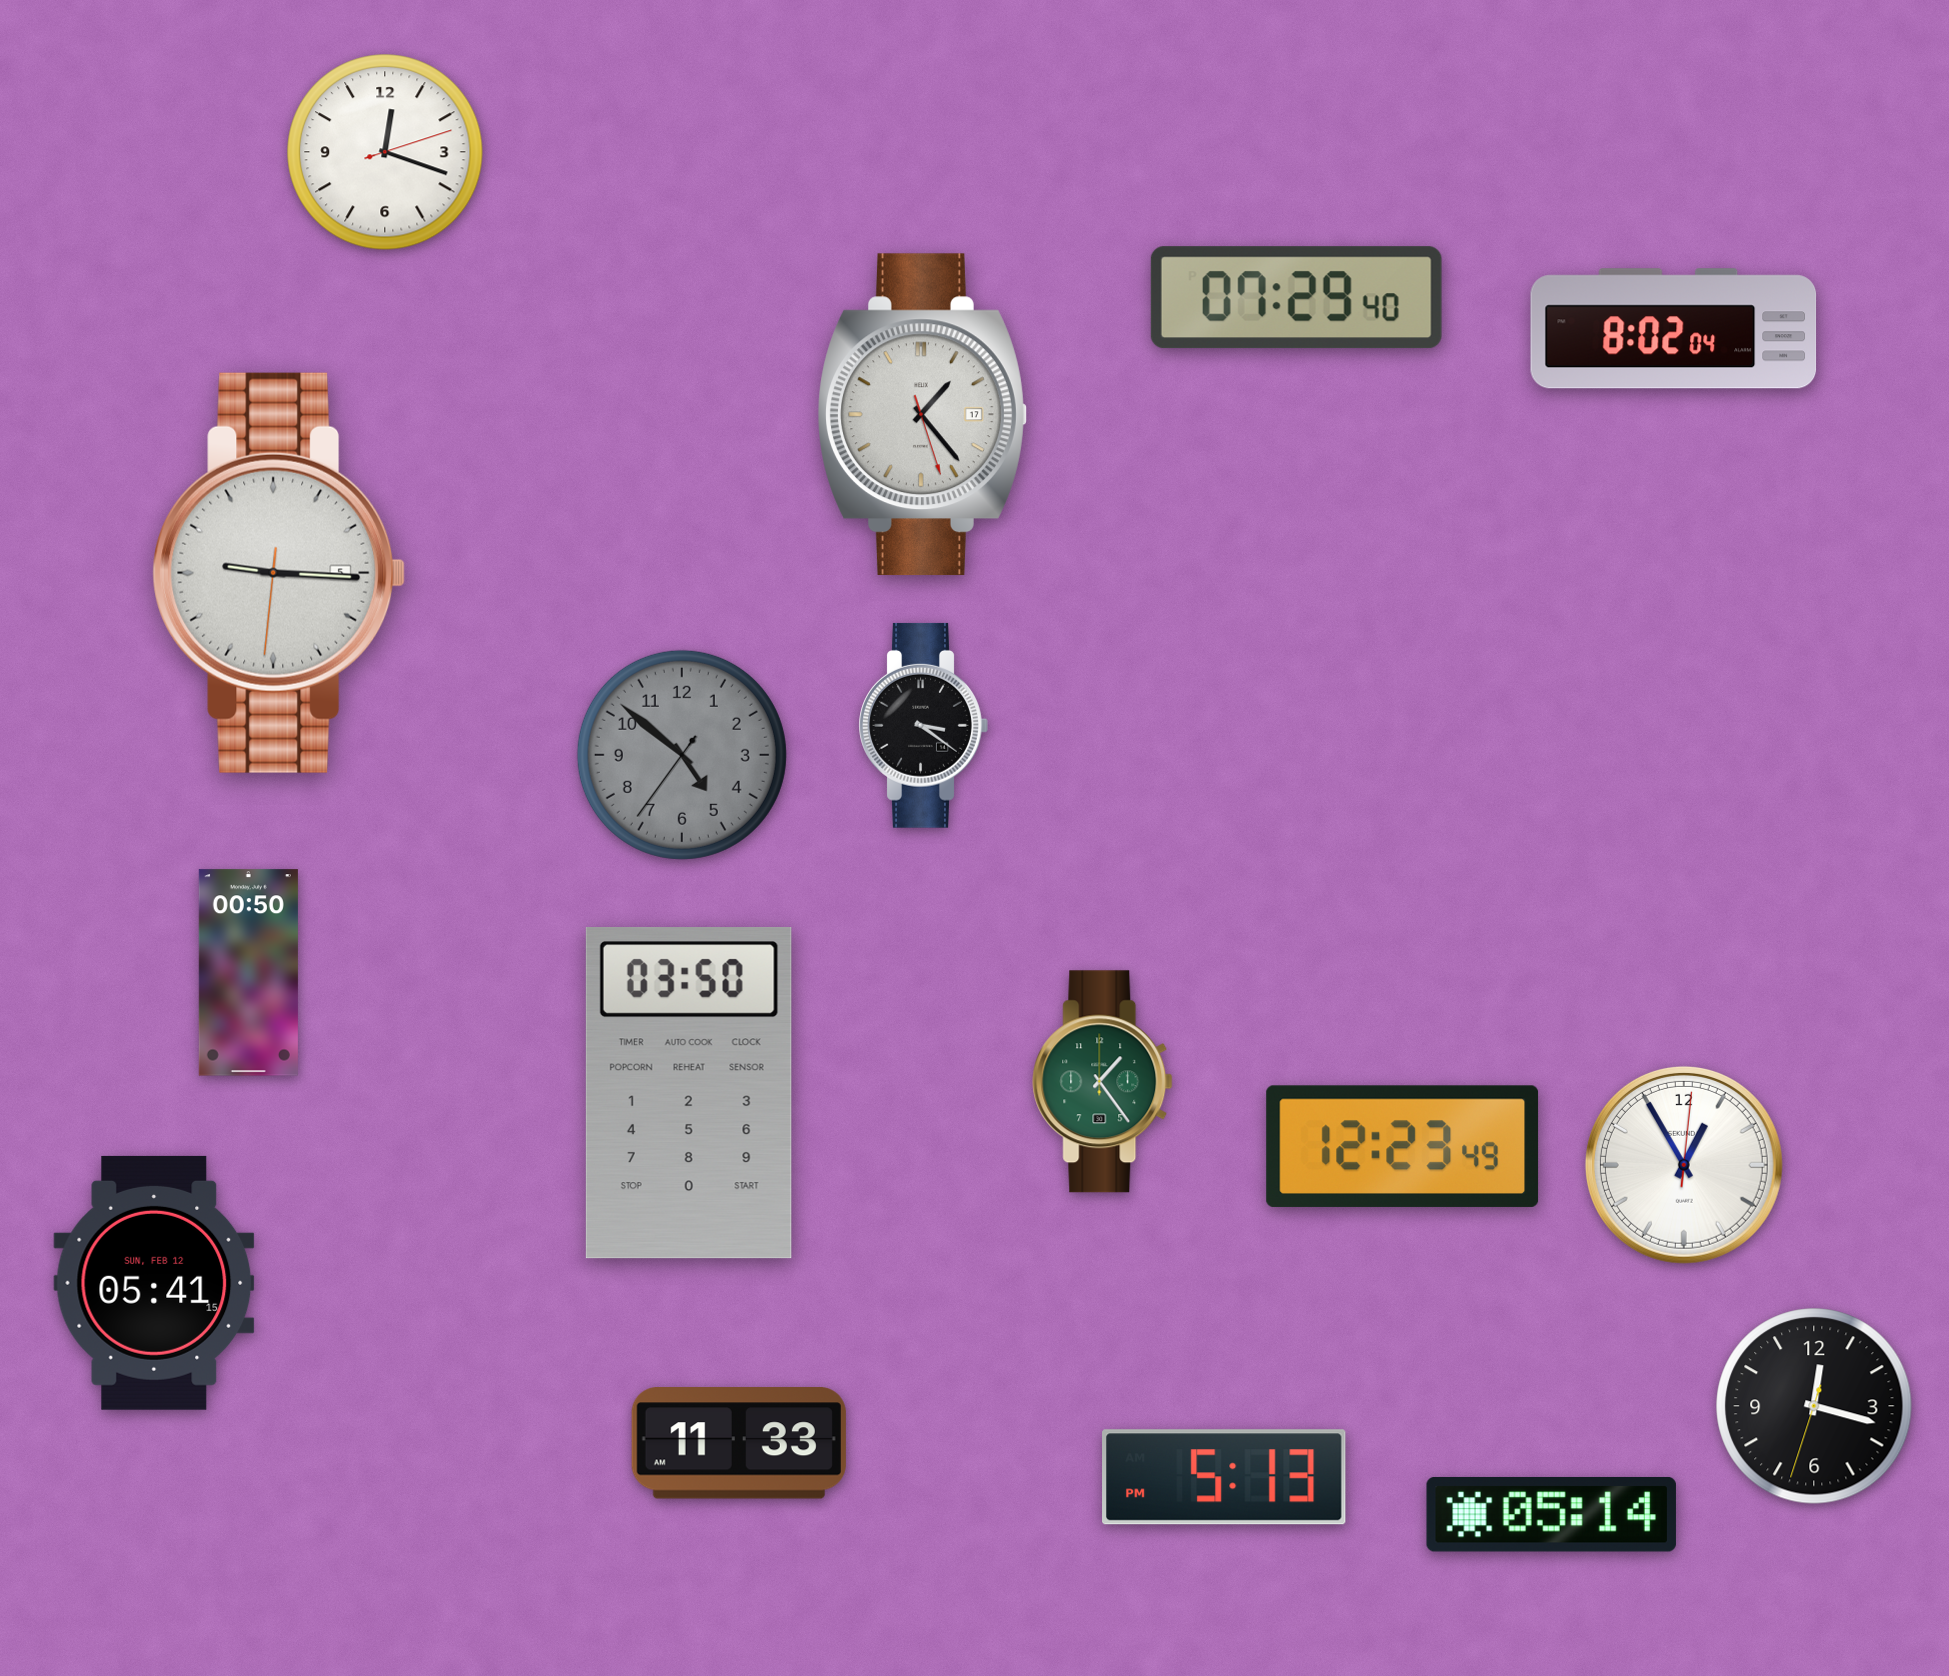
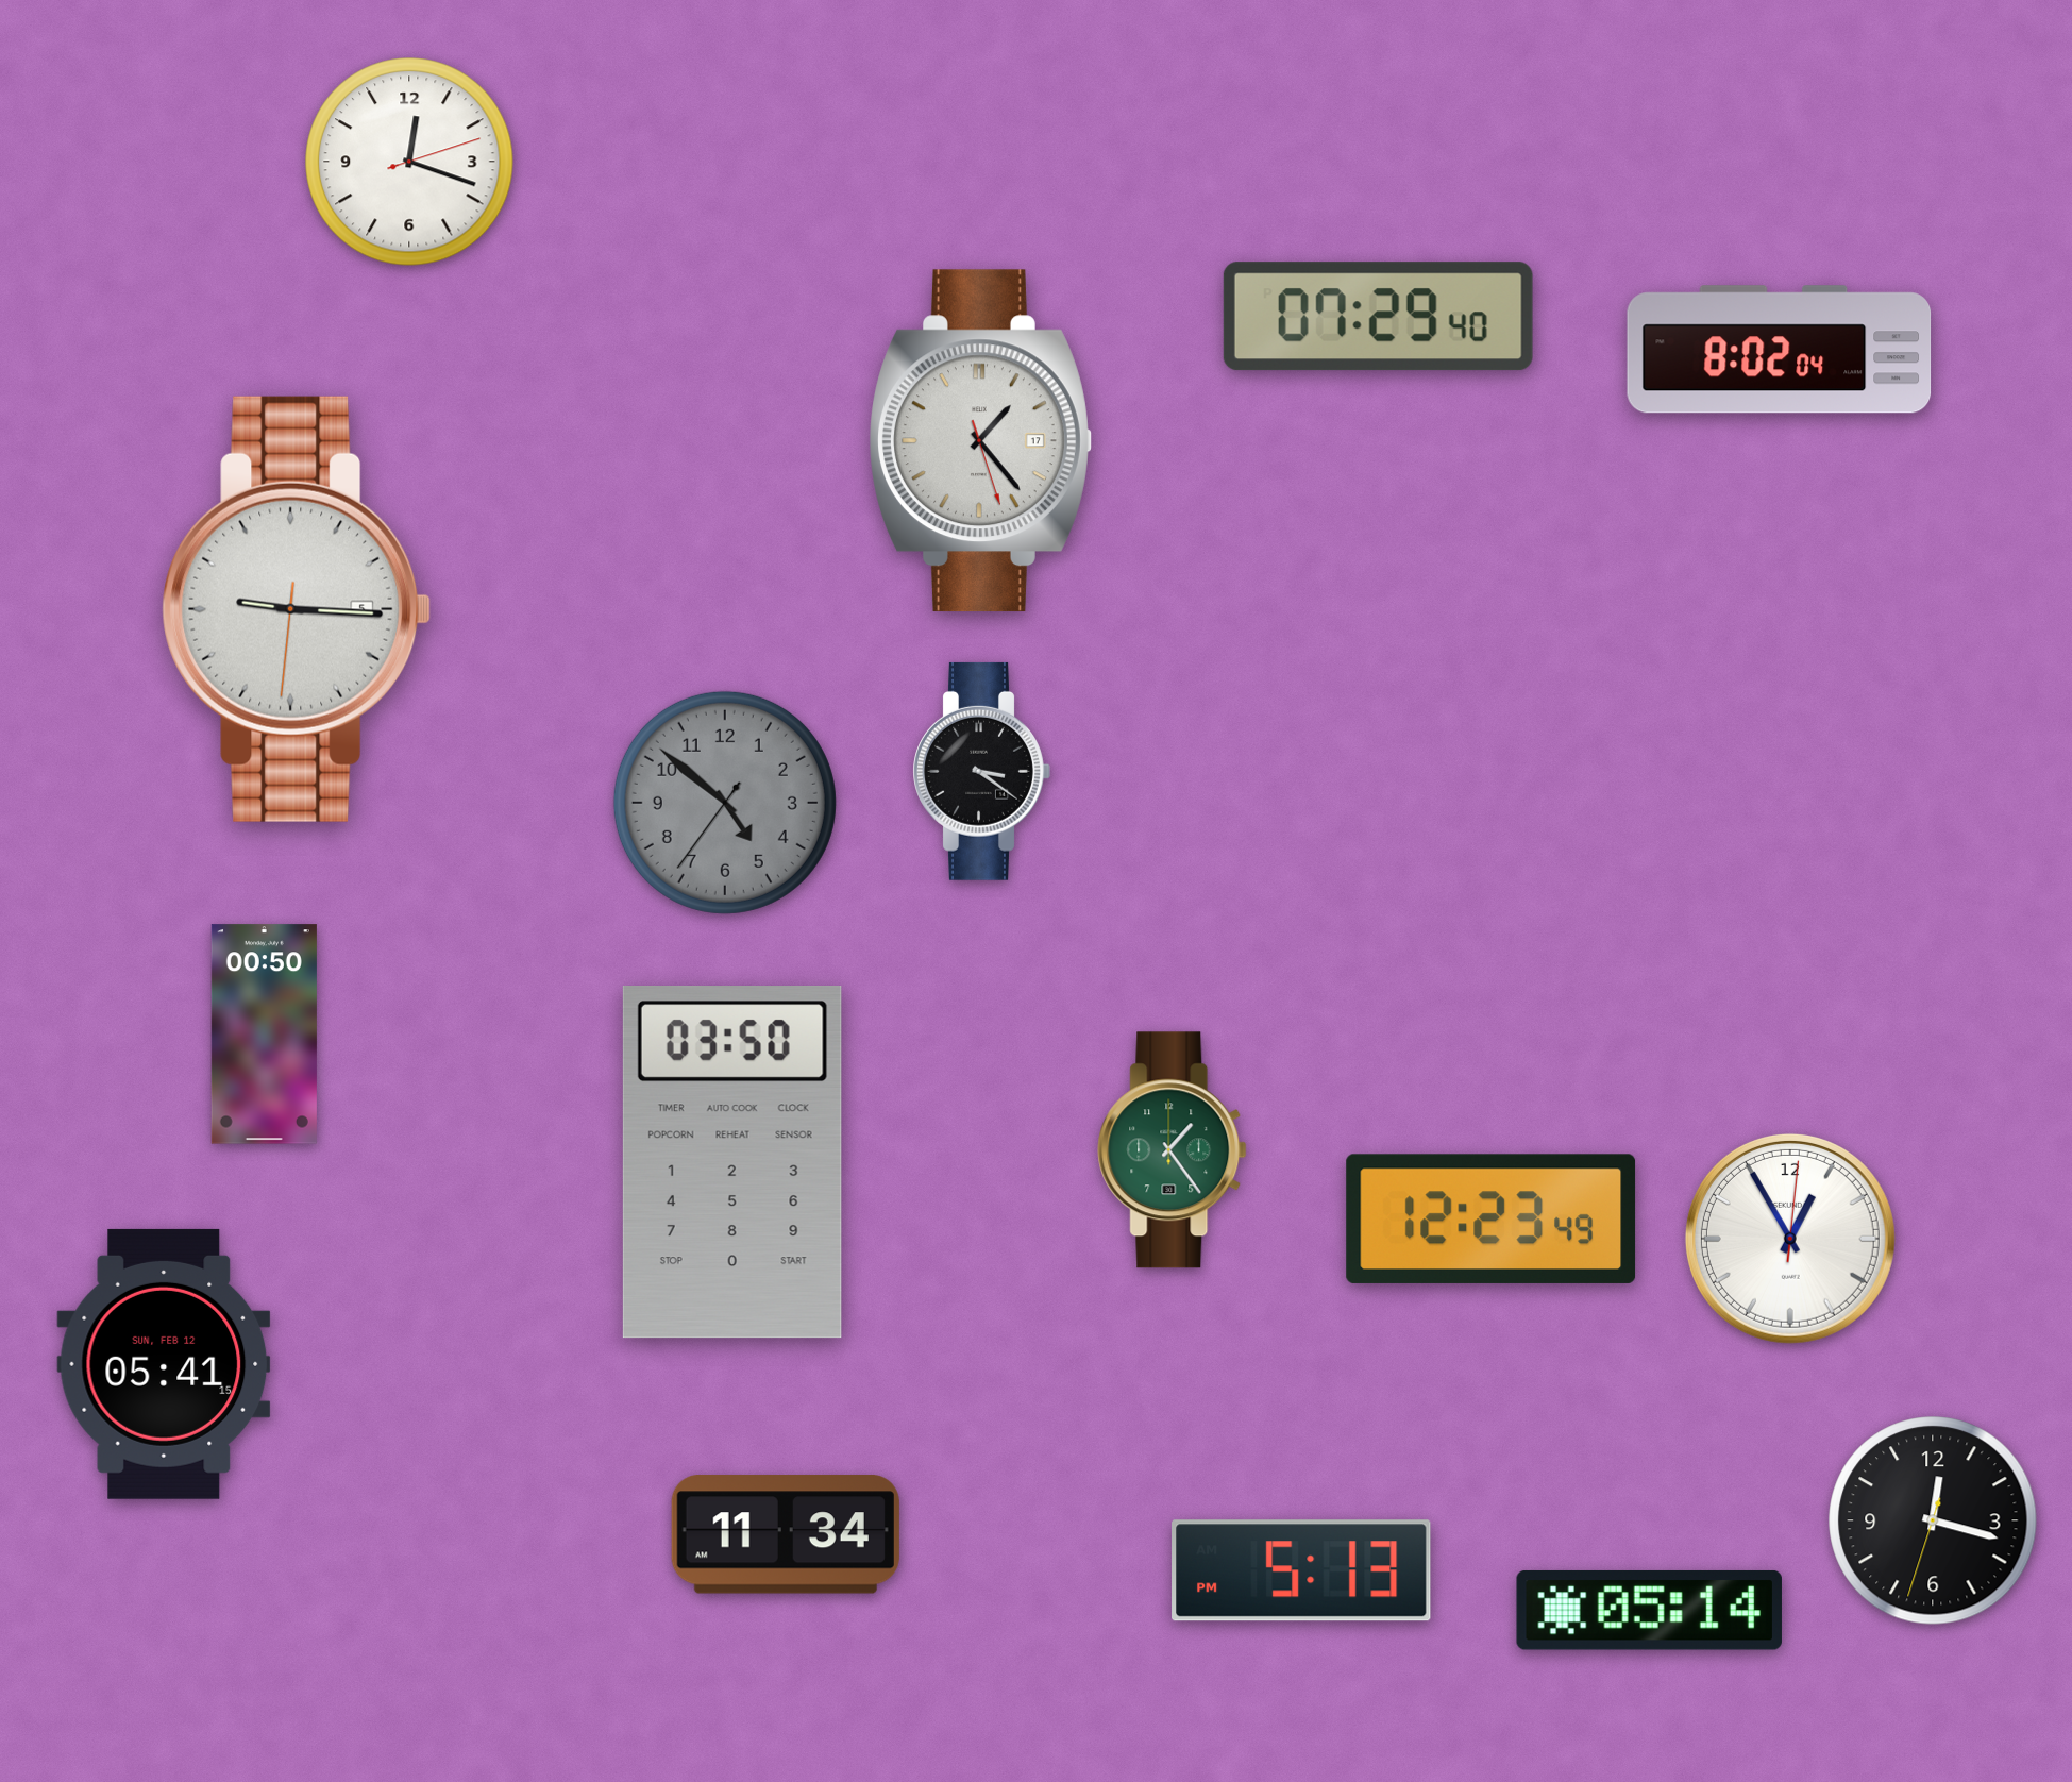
clock at (1814, 1406) position: (1814, 1406) -> (1933, 1520)
clock at (739, 1443): 11:33 -> 11:34
